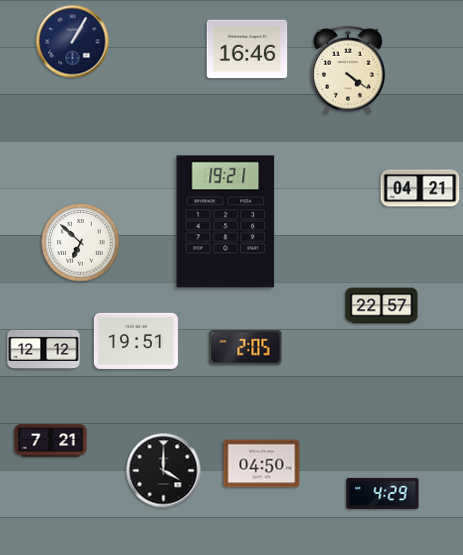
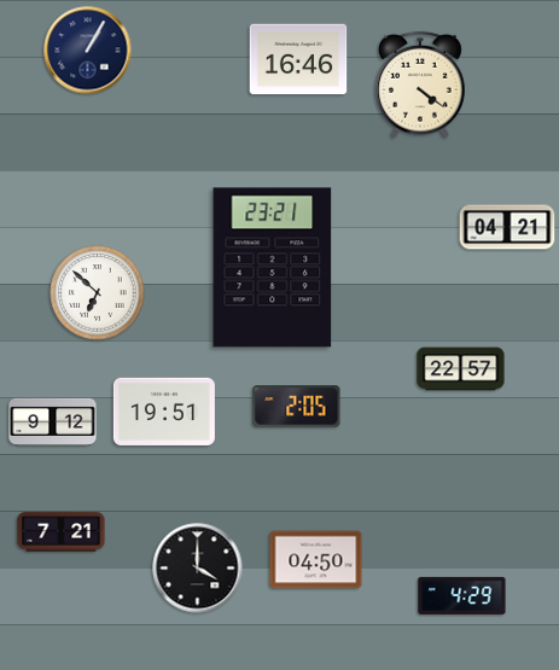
clock at (226, 222): 19:21 -> 23:21
clock at (246, 348) position: (246, 348) -> (297, 407)
clock at (44, 349): 12:12 -> 9:12
